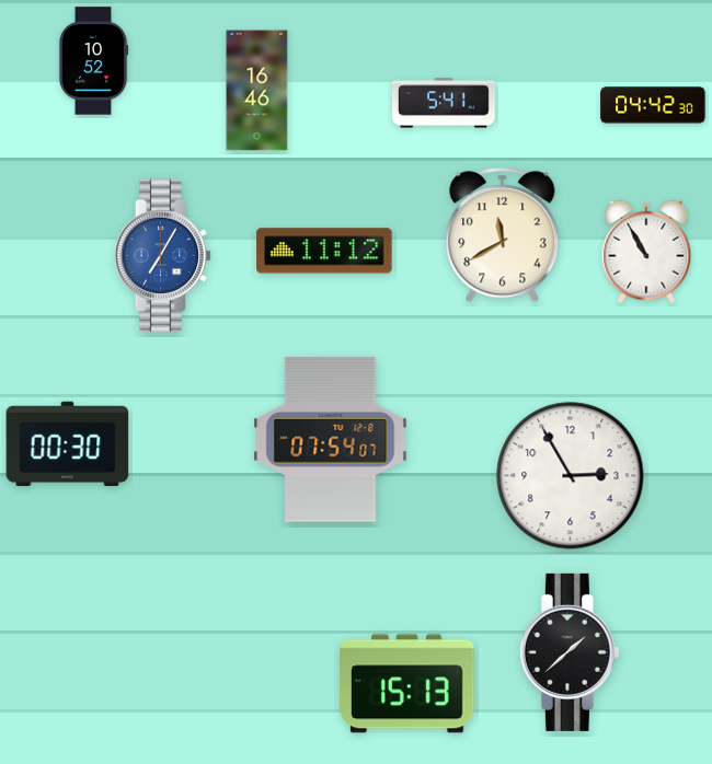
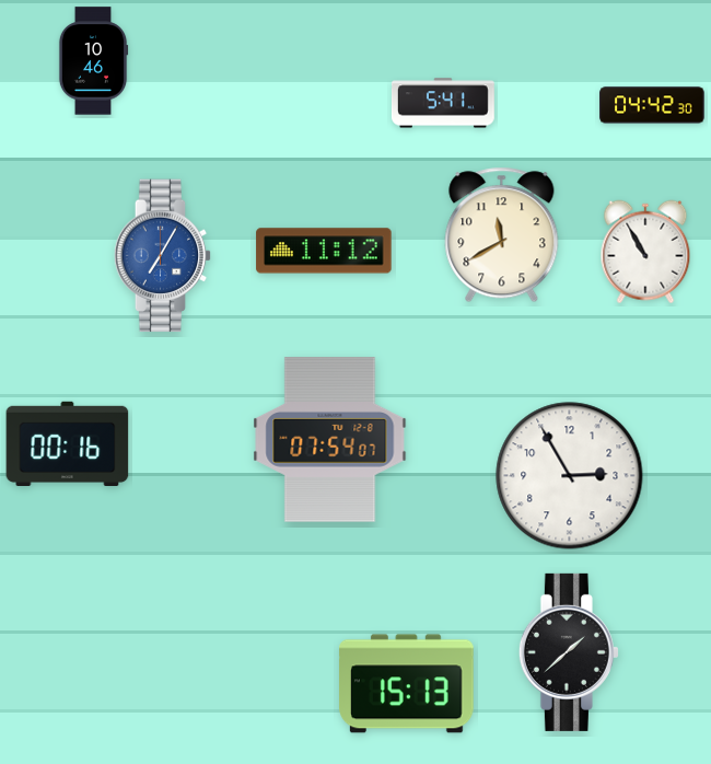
clock at (93, 61): 10:52 -> 10:46
clock at (257, 91): 16:46 -> none
clock at (68, 443): 00:30 -> 00:16
